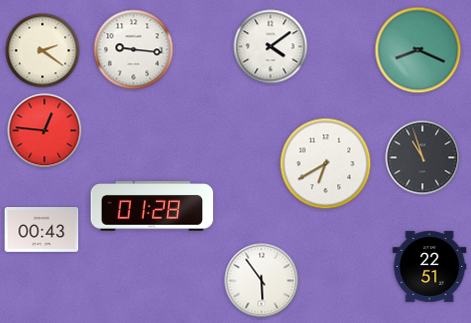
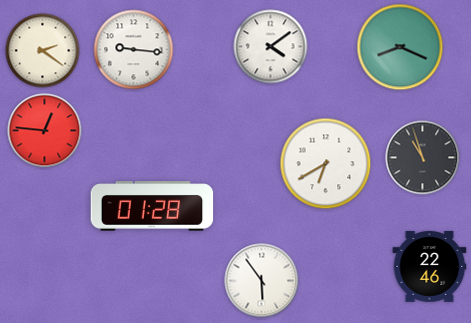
clock at (418, 50) position: (418, 50) -> (400, 47)
clock at (42, 230): 00:43 -> none
clock at (430, 266): 22:51 -> 22:46
